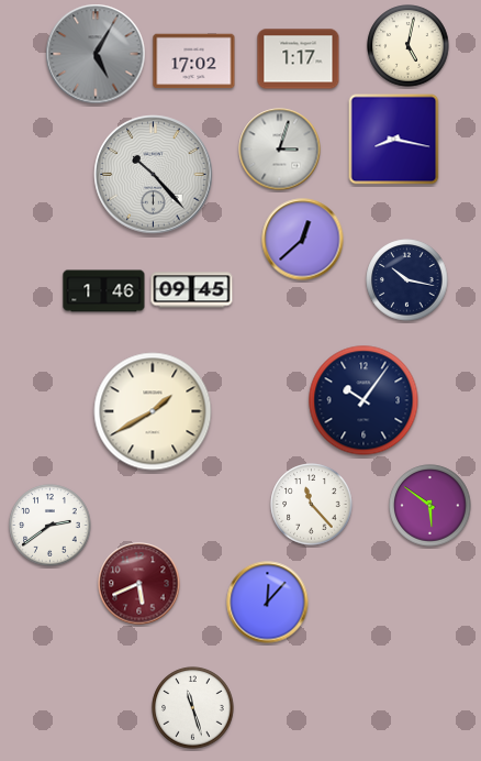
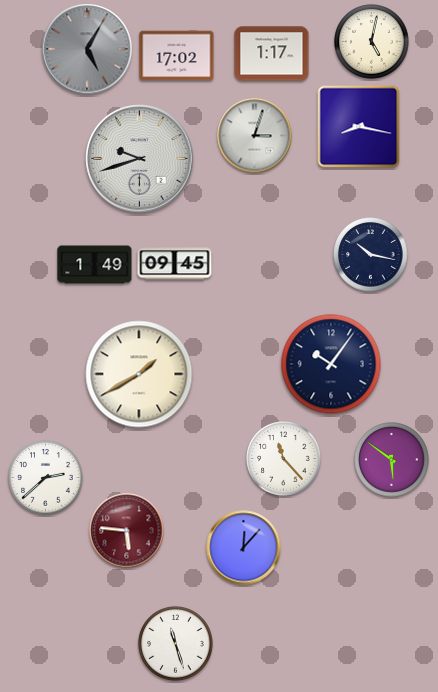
clock at (154, 175): 10:23 -> 9:42
clock at (303, 240): 12:38 -> none
clock at (104, 291): 1:46 -> 1:49
clock at (51, 526): 2:39 -> 2:38
clock at (139, 584): 5:41 -> 5:46
